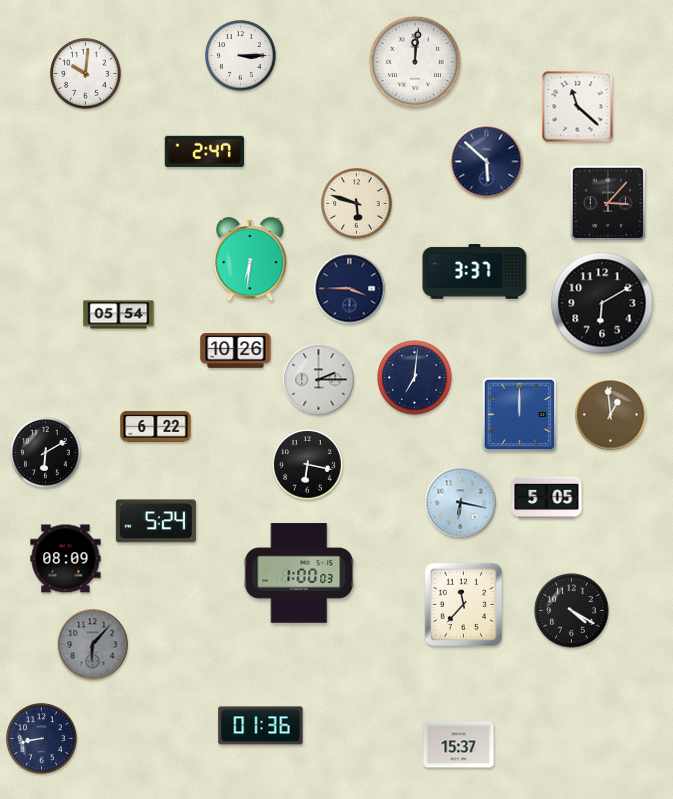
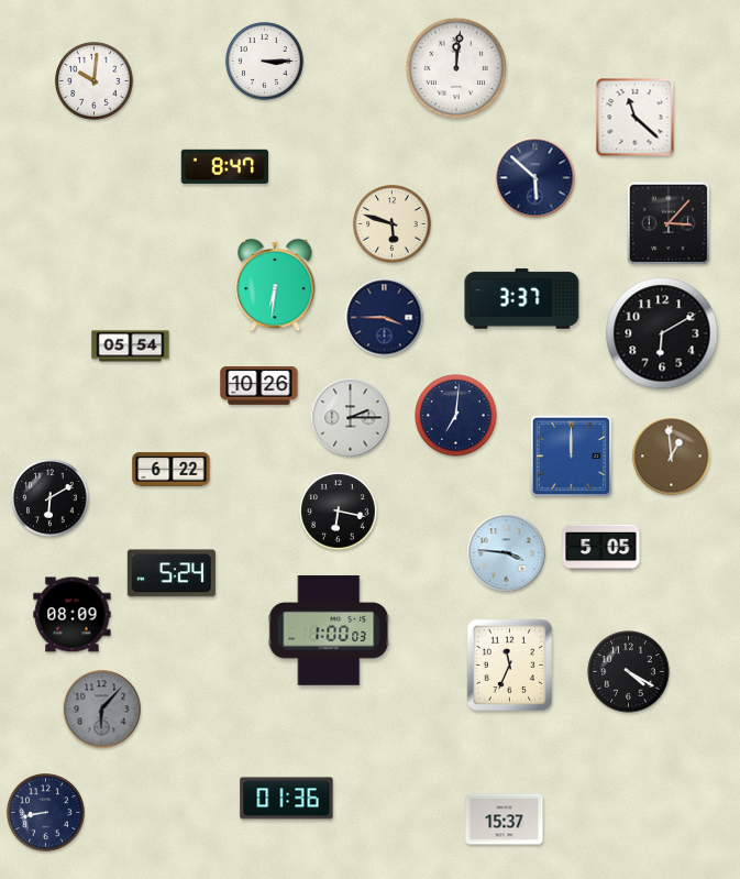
clock at (204, 151): 2:47 -> 8:47
clock at (461, 503): 6:17 -> 3:46
clock at (464, 605): 11:37 -> 11:34
